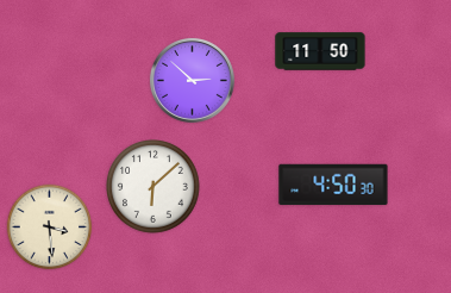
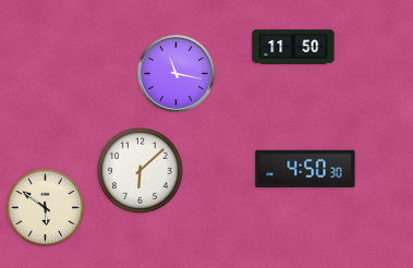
clock at (192, 80): 2:52 -> 11:17
clock at (50, 227): 3:29 -> 5:51
